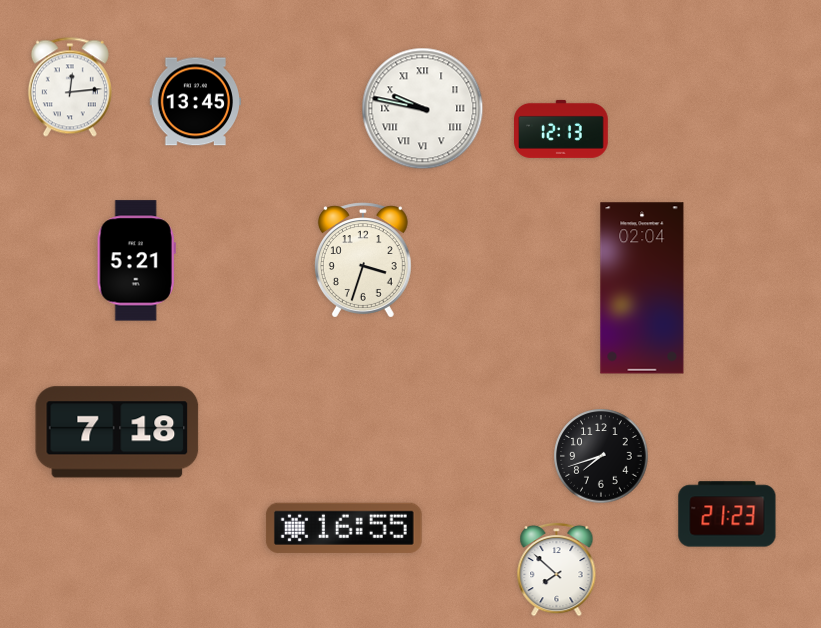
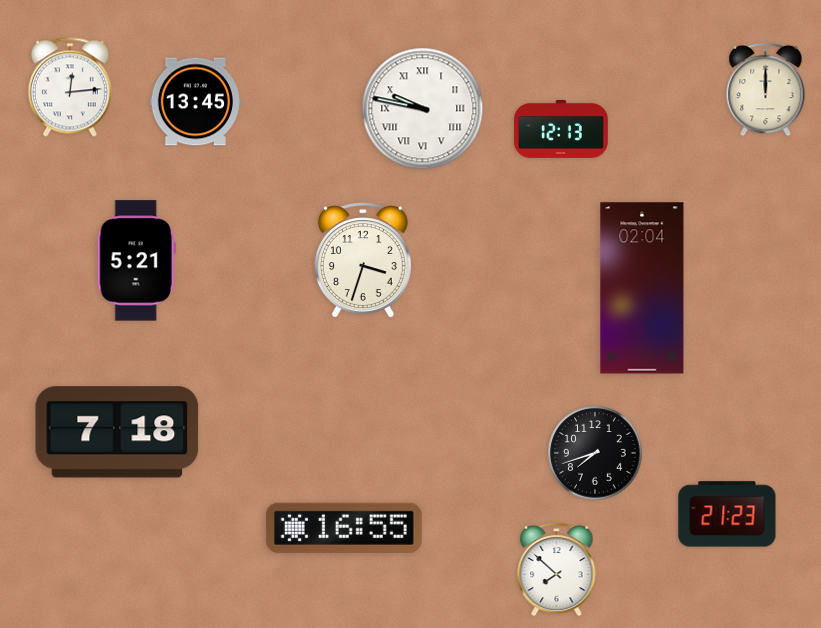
clock at (766, 89): none -> 12:00
clock at (601, 456) position: (601, 456) -> (595, 453)
